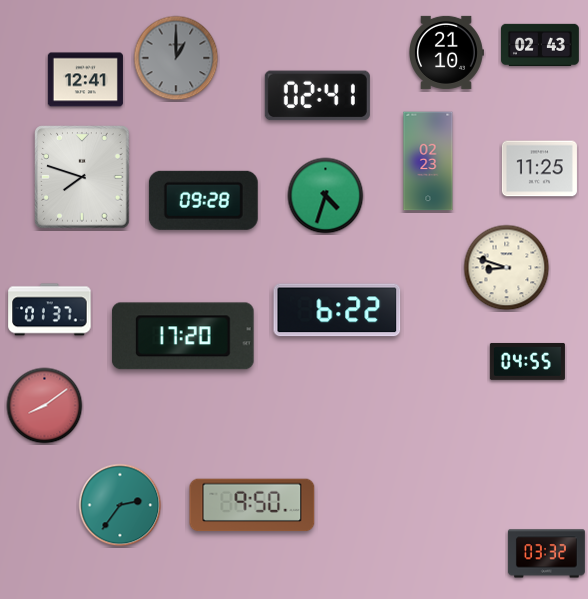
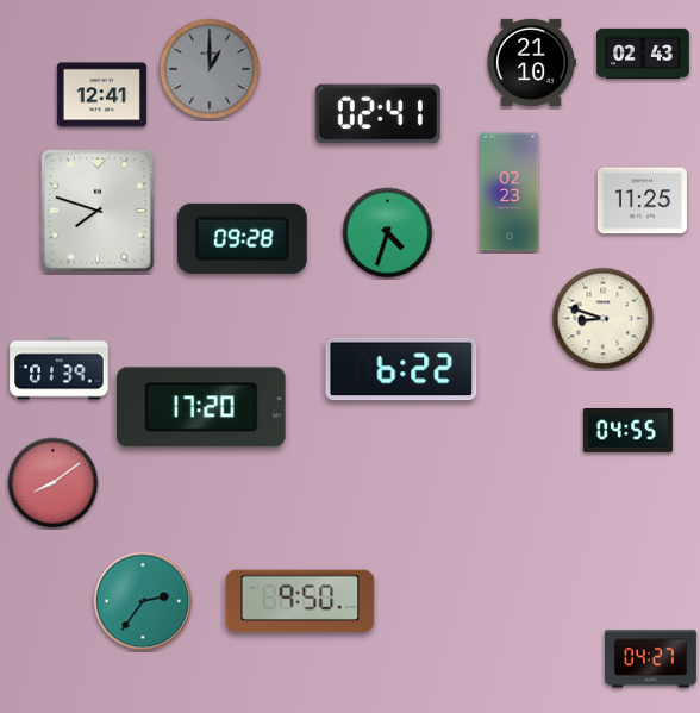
clock at (50, 310): 01:37 -> 01:39
clock at (183, 336) position: (183, 336) -> (201, 407)
clock at (546, 554): 03:32 -> 04:27
